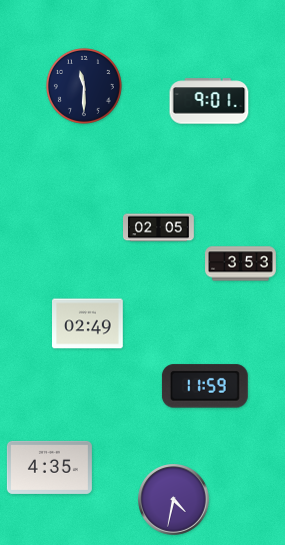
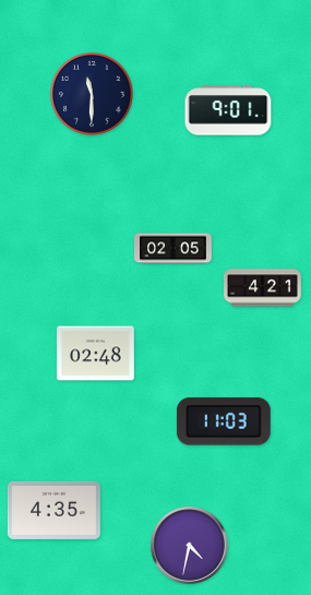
clock at (241, 264): 3:53 -> 4:21
clock at (88, 324): 02:49 -> 02:48
clock at (205, 386): 11:59 -> 11:03
